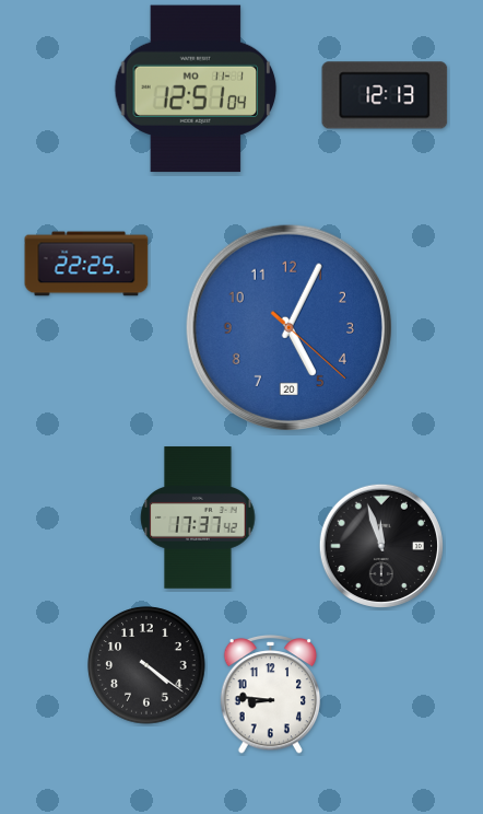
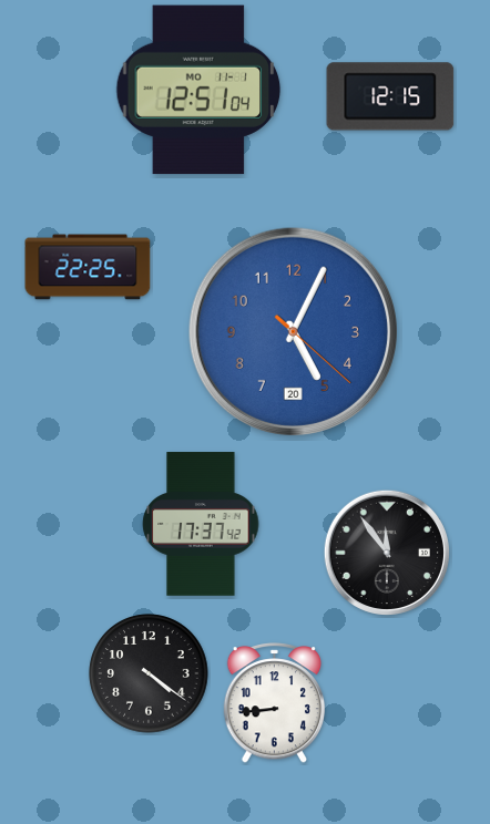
clock at (385, 95): 12:13 -> 12:15
clock at (380, 545): 11:57 -> 11:54
clock at (271, 695): 8:46 -> 8:44
